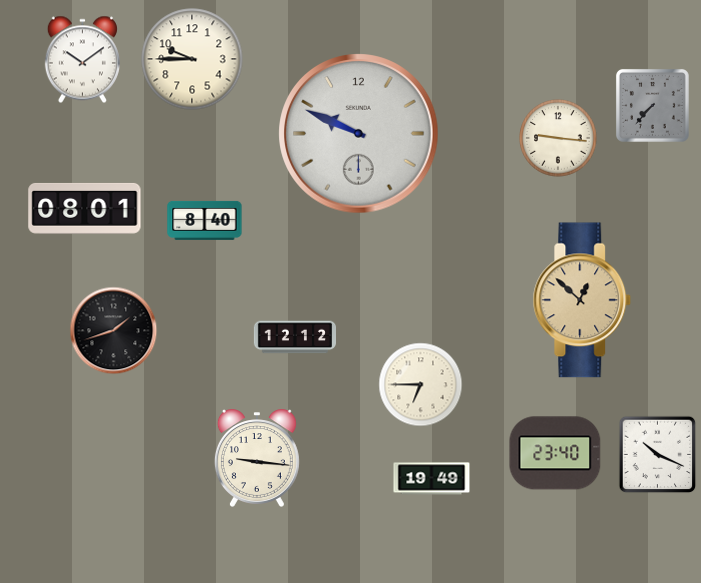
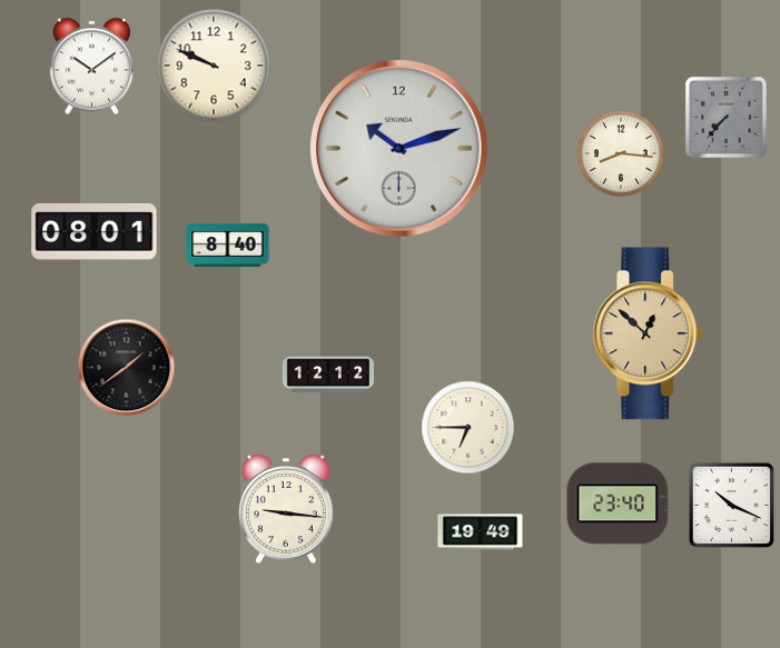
clock at (192, 59): 9:45 -> 9:49
clock at (359, 134): 9:49 -> 10:12
clock at (558, 138): 9:16 -> 8:16
clock at (114, 331): 1:42 -> 1:39
